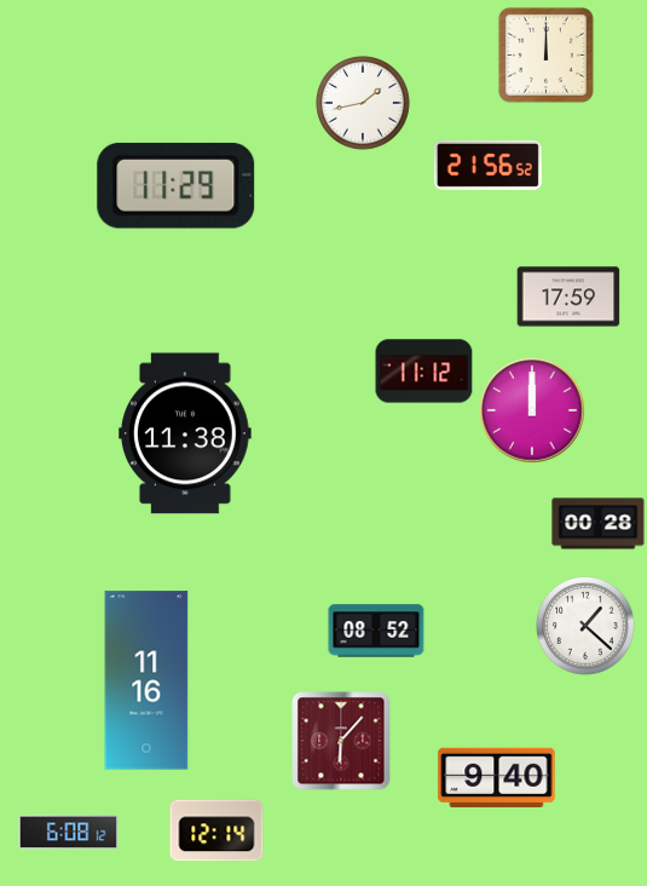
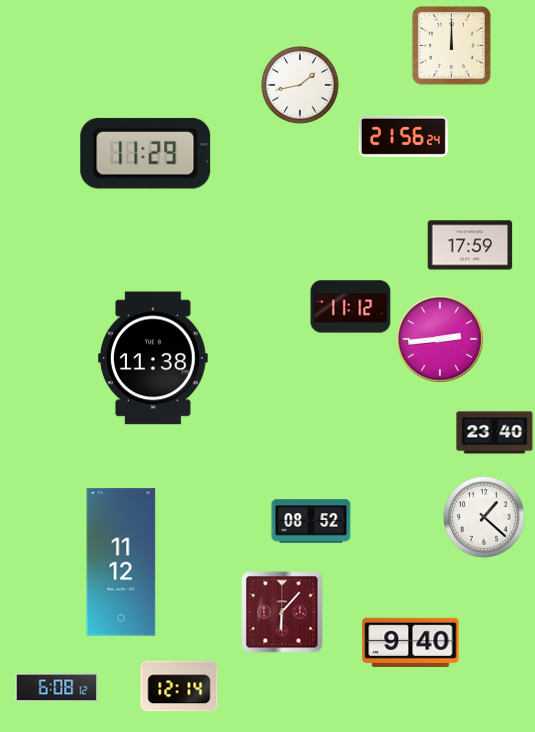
clock at (487, 165): 21:56:52 -> 21:56:24
clock at (532, 410): 12:00 -> 2:44
clock at (599, 524): 00:28 -> 23:40
clock at (146, 680): 11:16 -> 11:12
